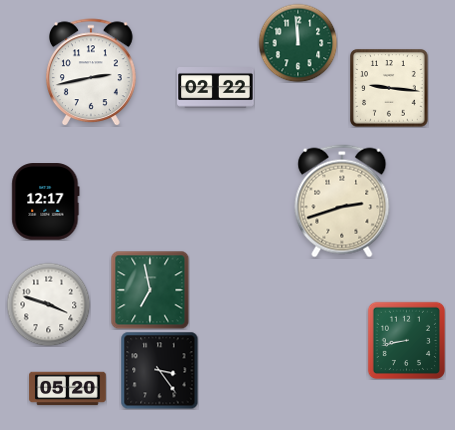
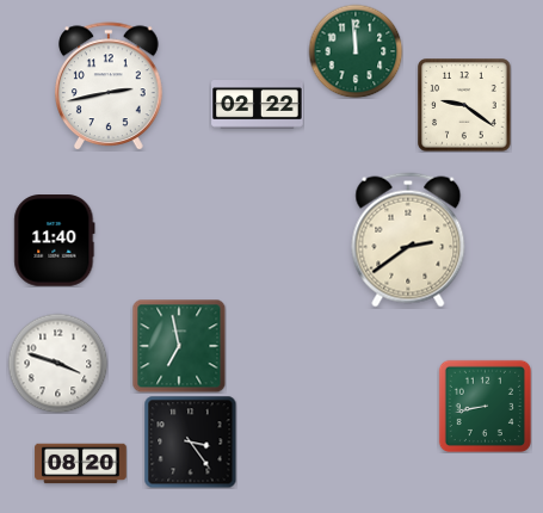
clock at (389, 88): 9:16 -> 9:21
clock at (342, 201): 2:42 -> 2:39
clock at (46, 202): 12:17 -> 11:40
clock at (68, 389): 05:20 -> 08:20
